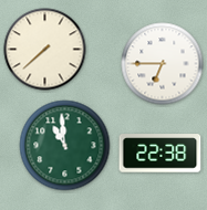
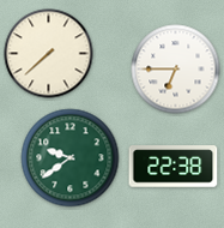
clock at (65, 146): 10:59 -> 9:39
